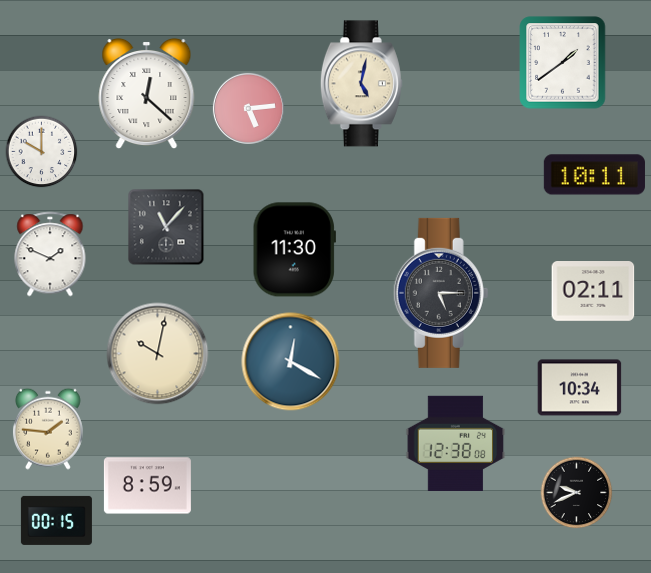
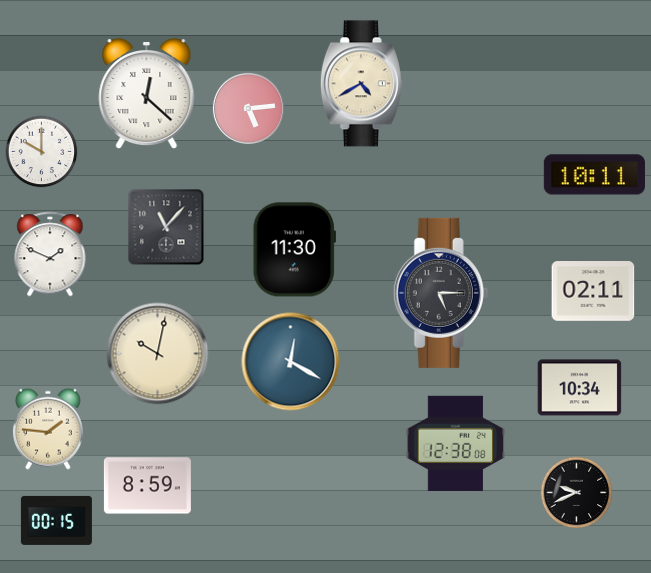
clock at (563, 63): 1:39 -> none
clock at (361, 84): 5:02 -> 4:40
